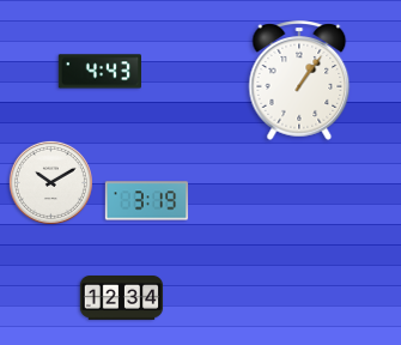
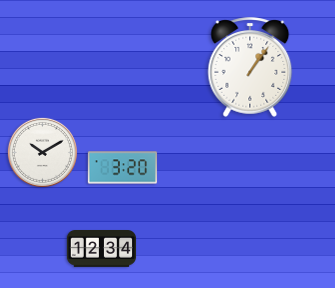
clock at (99, 72): 4:43 -> none
clock at (147, 201): 3:19 -> 3:20
